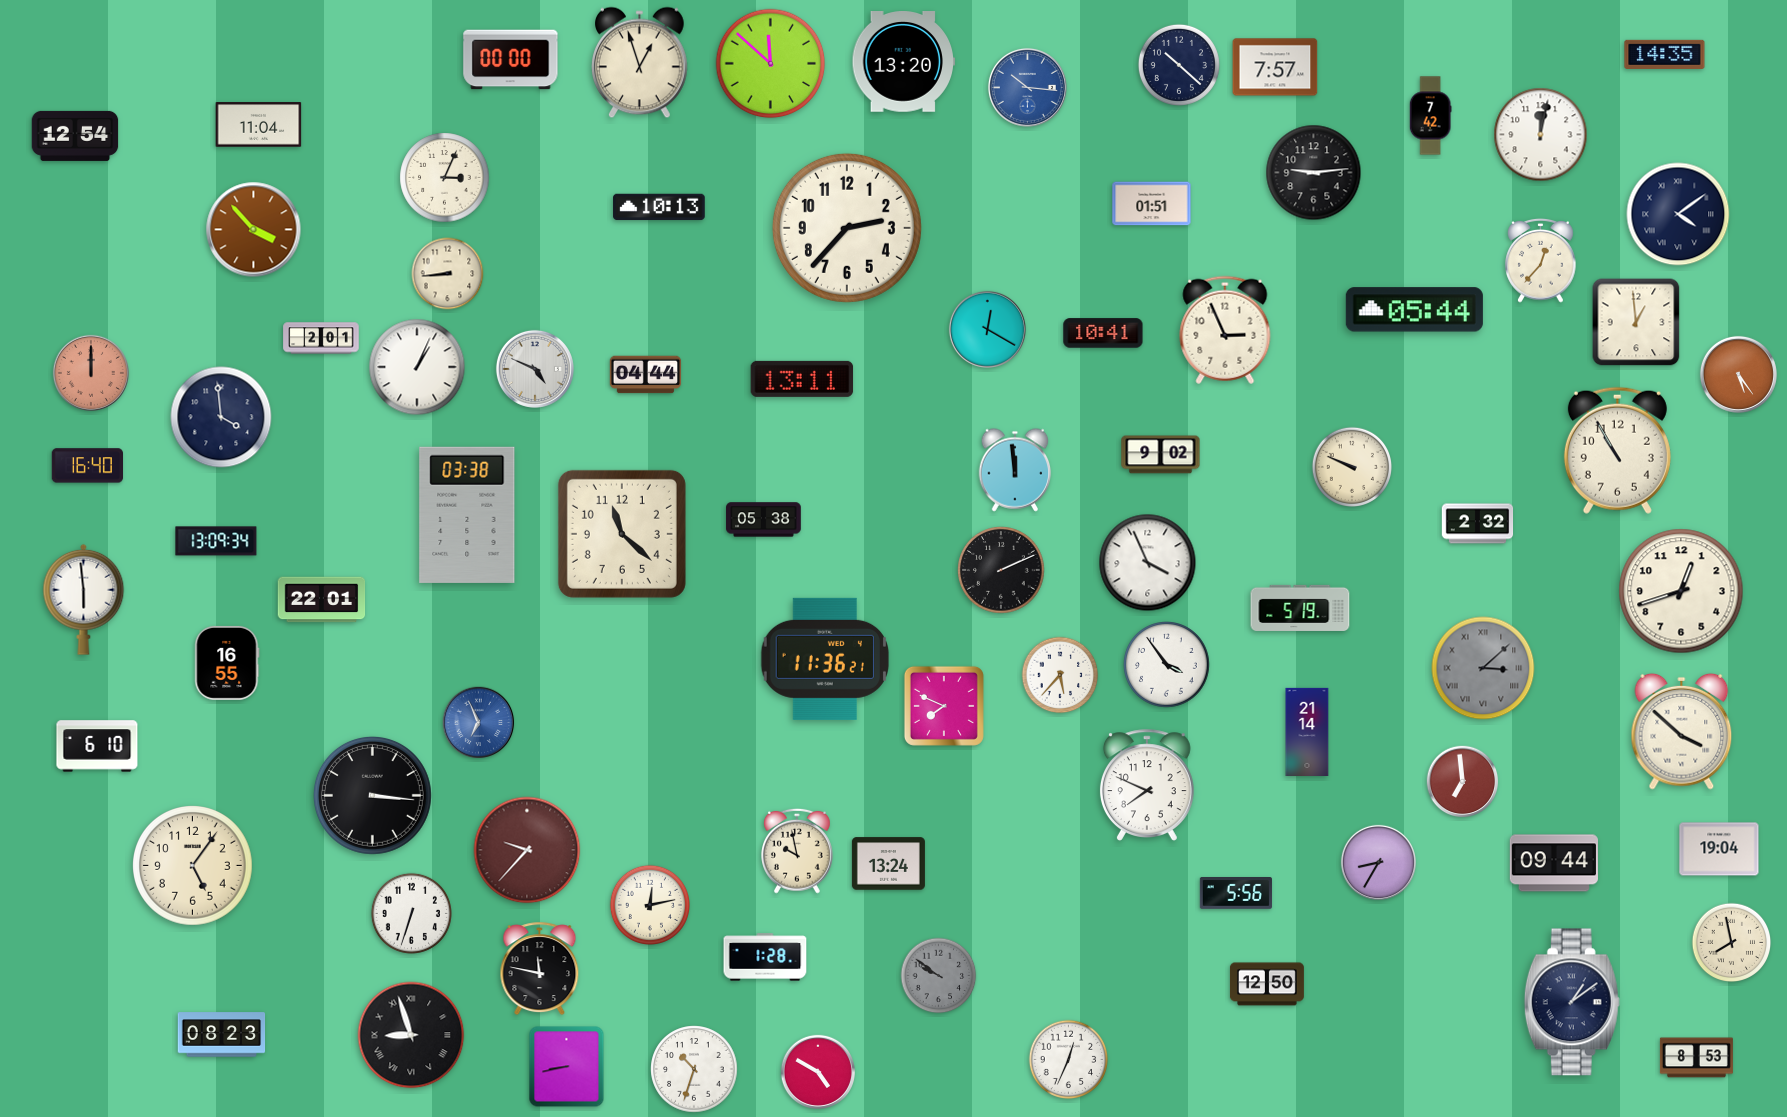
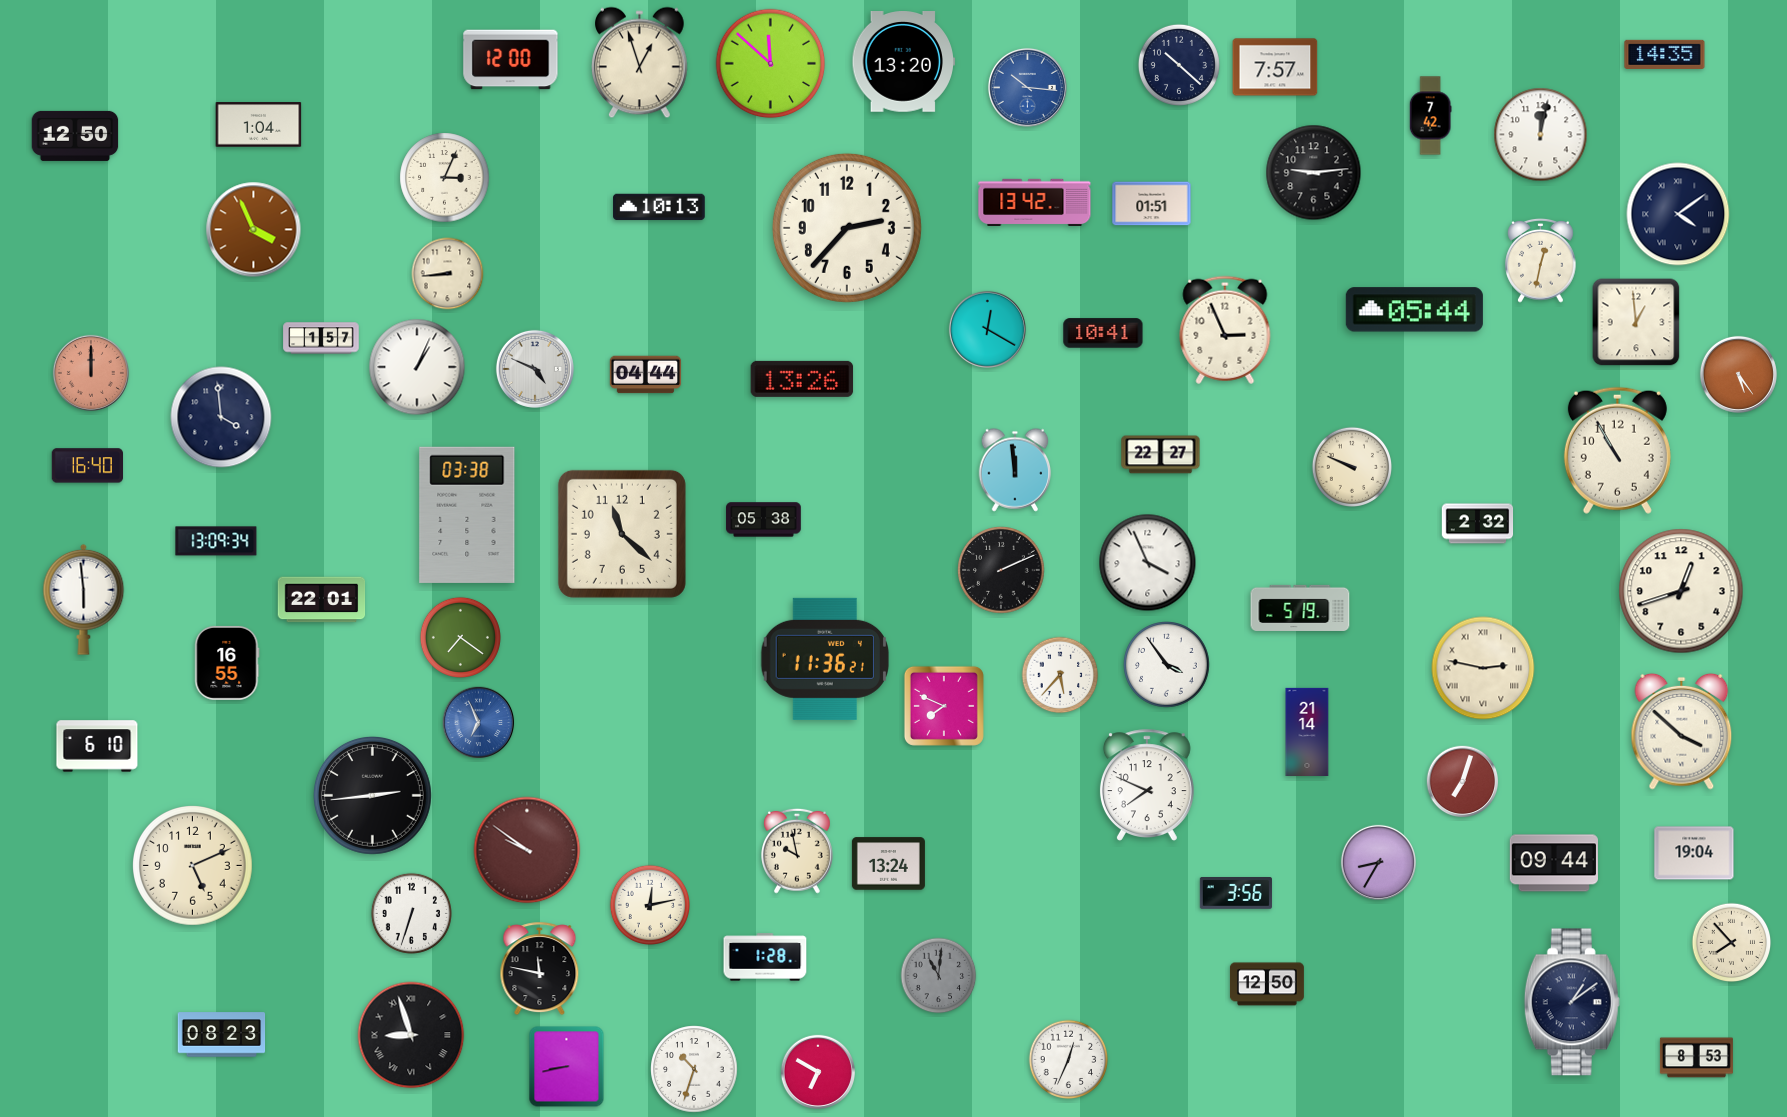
clock at (511, 60): 00:00 -> 12:00
clock at (259, 125): 11:04 -> 1:04
clock at (75, 136): 12:54 -> 12:50
clock at (1035, 202): none -> 13:42
clock at (254, 230): 3:53 -> 3:56
clock at (1541, 260): 12:37 -> 12:32
clock at (321, 338): 2:01 -> 1:57
clock at (802, 379): 13:11 -> 13:26
clock at (1161, 455): 9:02 -> 22:27
clock at (460, 637): none -> 7:21
clock at (1483, 668): 3:08 -> 2:47
clock at (1483, 668) dial: grey -> cream
clock at (1463, 782): 6:59 -> 7:03
clock at (372, 795): 3:16 -> 2:44
clock at (1719, 849) position: (1719, 849) -> (1694, 853)
clock at (527, 850): 9:37 -> 9:51
clock at (193, 866): 5:06 -> 5:11
clock at (1236, 894): 5:56 -> 3:56
clock at (1732, 943): 7:58 -> 7:53
clock at (939, 976): 9:51 -> 11:01
clock at (817, 1071): 4:50 -> 6:50
